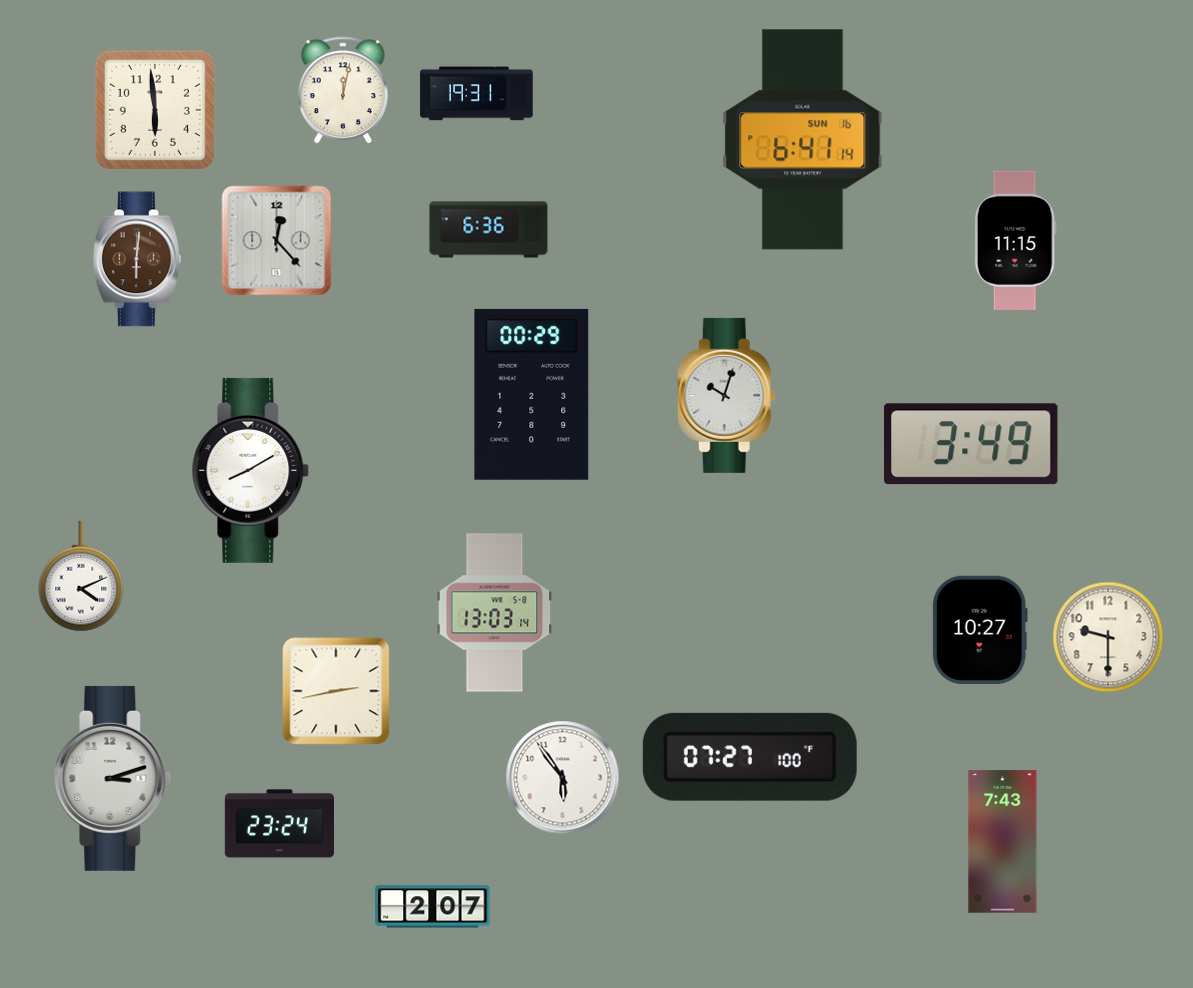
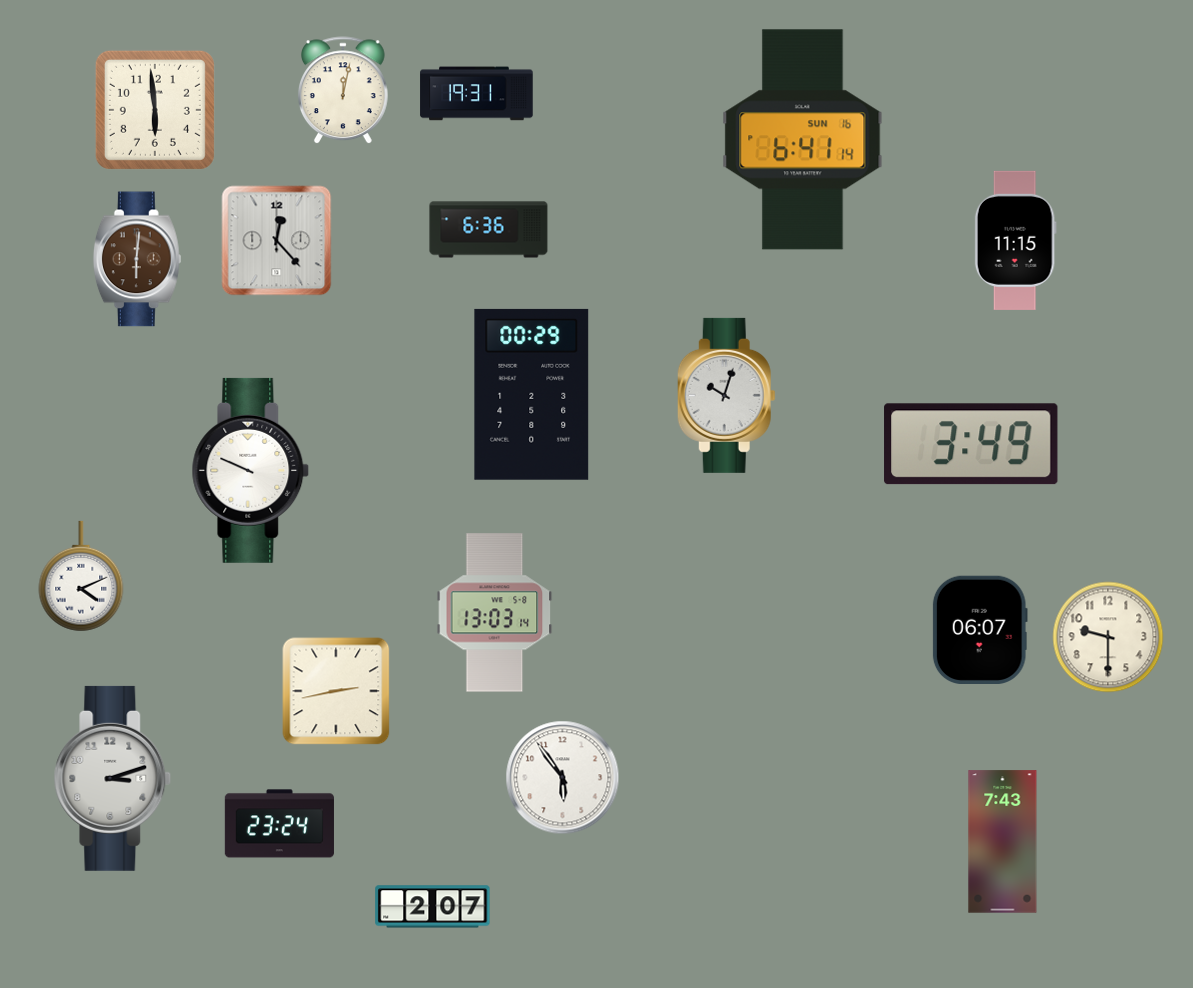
clock at (251, 470): 8:10 -> 9:49
clock at (980, 629): 10:27 -> 06:07
clock at (750, 757): 07:27 -> none
